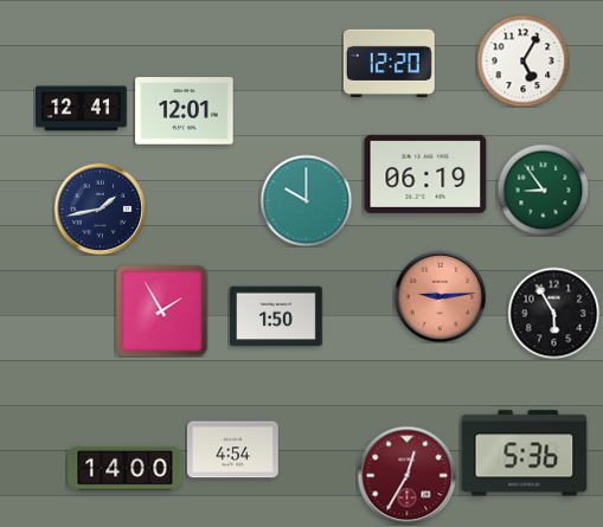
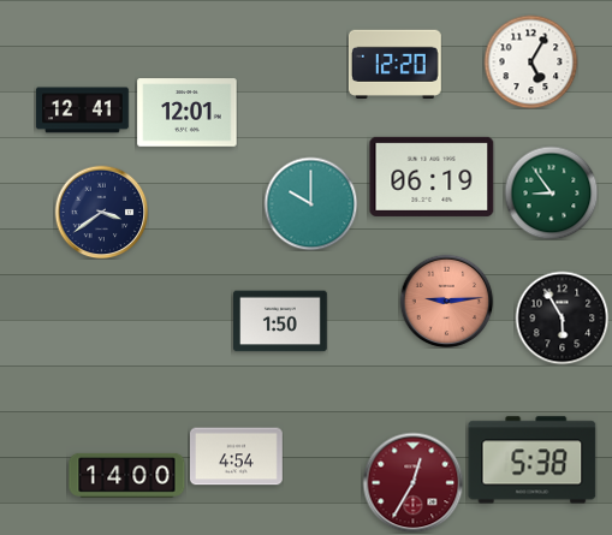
clock at (100, 208): 1:43 -> 3:39
clock at (161, 310): 1:55 -> none
clock at (525, 454): 5:36 -> 5:38
